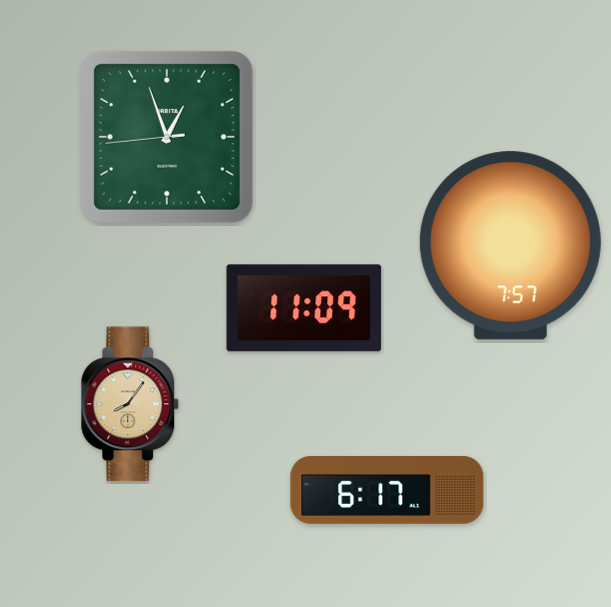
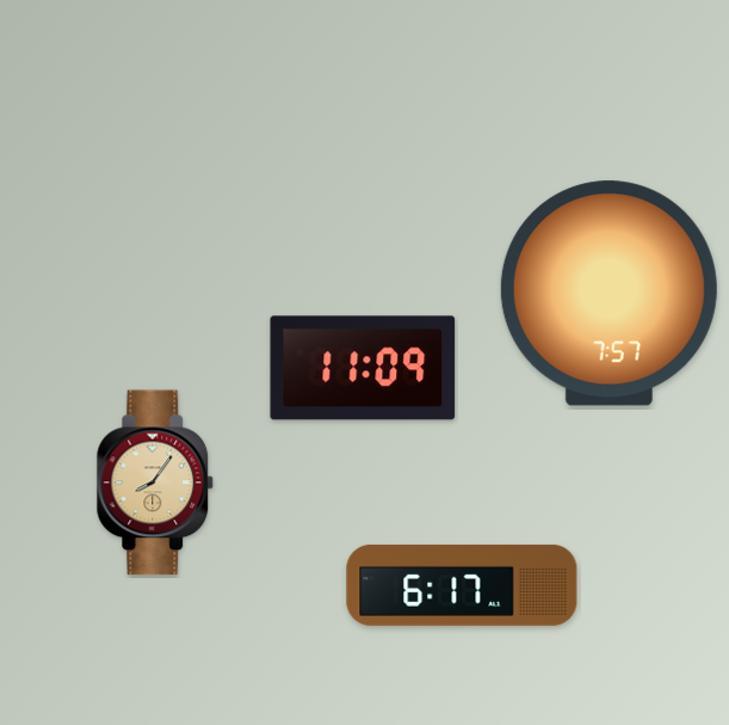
clock at (167, 137): 12:56 -> none
